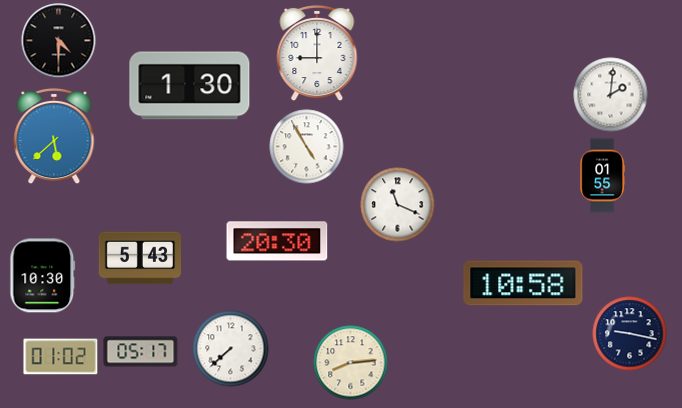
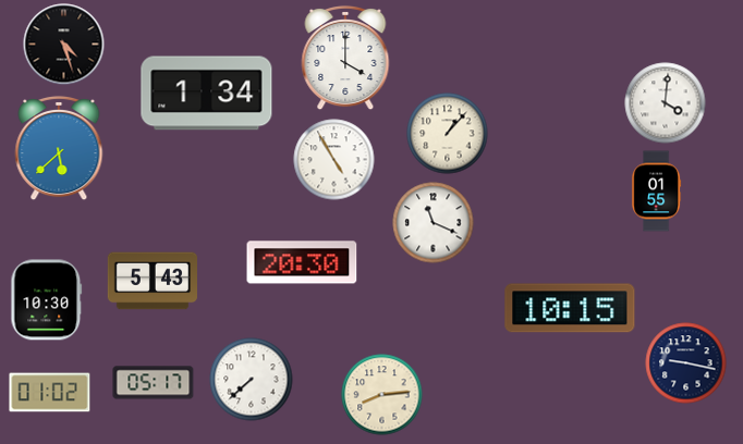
clock at (59, 41): 4:30 -> 4:27
clock at (317, 53): 9:00 -> 4:00
clock at (190, 86): 1:30 -> 1:34
clock at (611, 95): 2:01 -> 4:01
clock at (448, 134): none -> 1:07
clock at (523, 283): 10:58 -> 10:15
clock at (61, 357) position: (61, 357) -> (50, 393)
